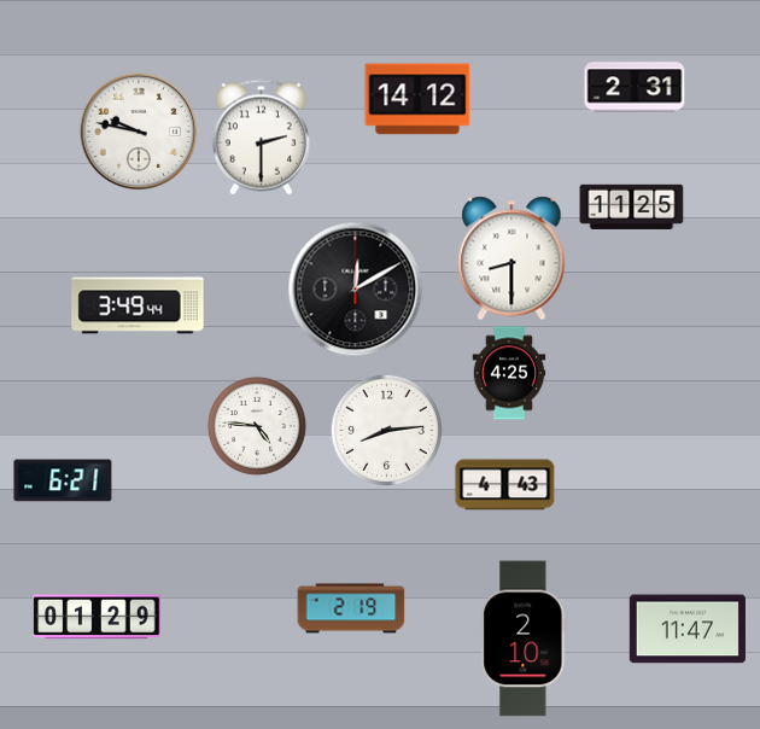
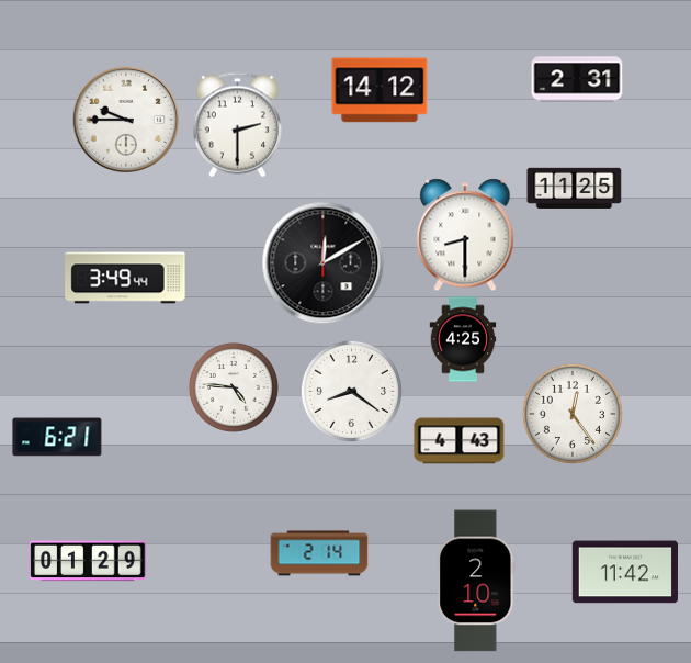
clock at (139, 132): 9:47 -> 9:45
clock at (386, 430): 8:14 -> 8:21
clock at (573, 414): none -> 12:24
clock at (351, 608): 2:19 -> 2:14
clock at (688, 629): 11:47 -> 11:42
